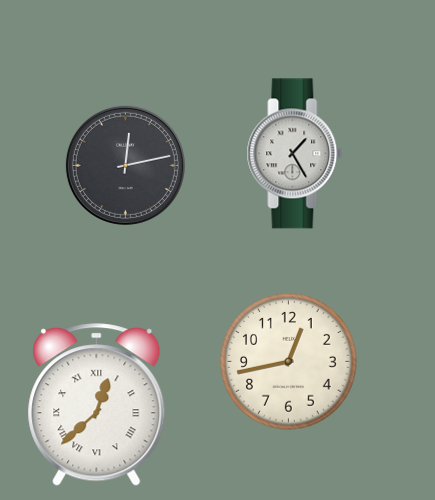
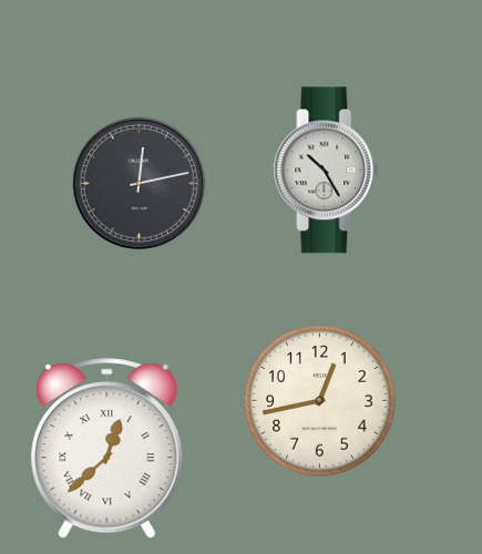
clock at (295, 154): 1:25 -> 10:25
